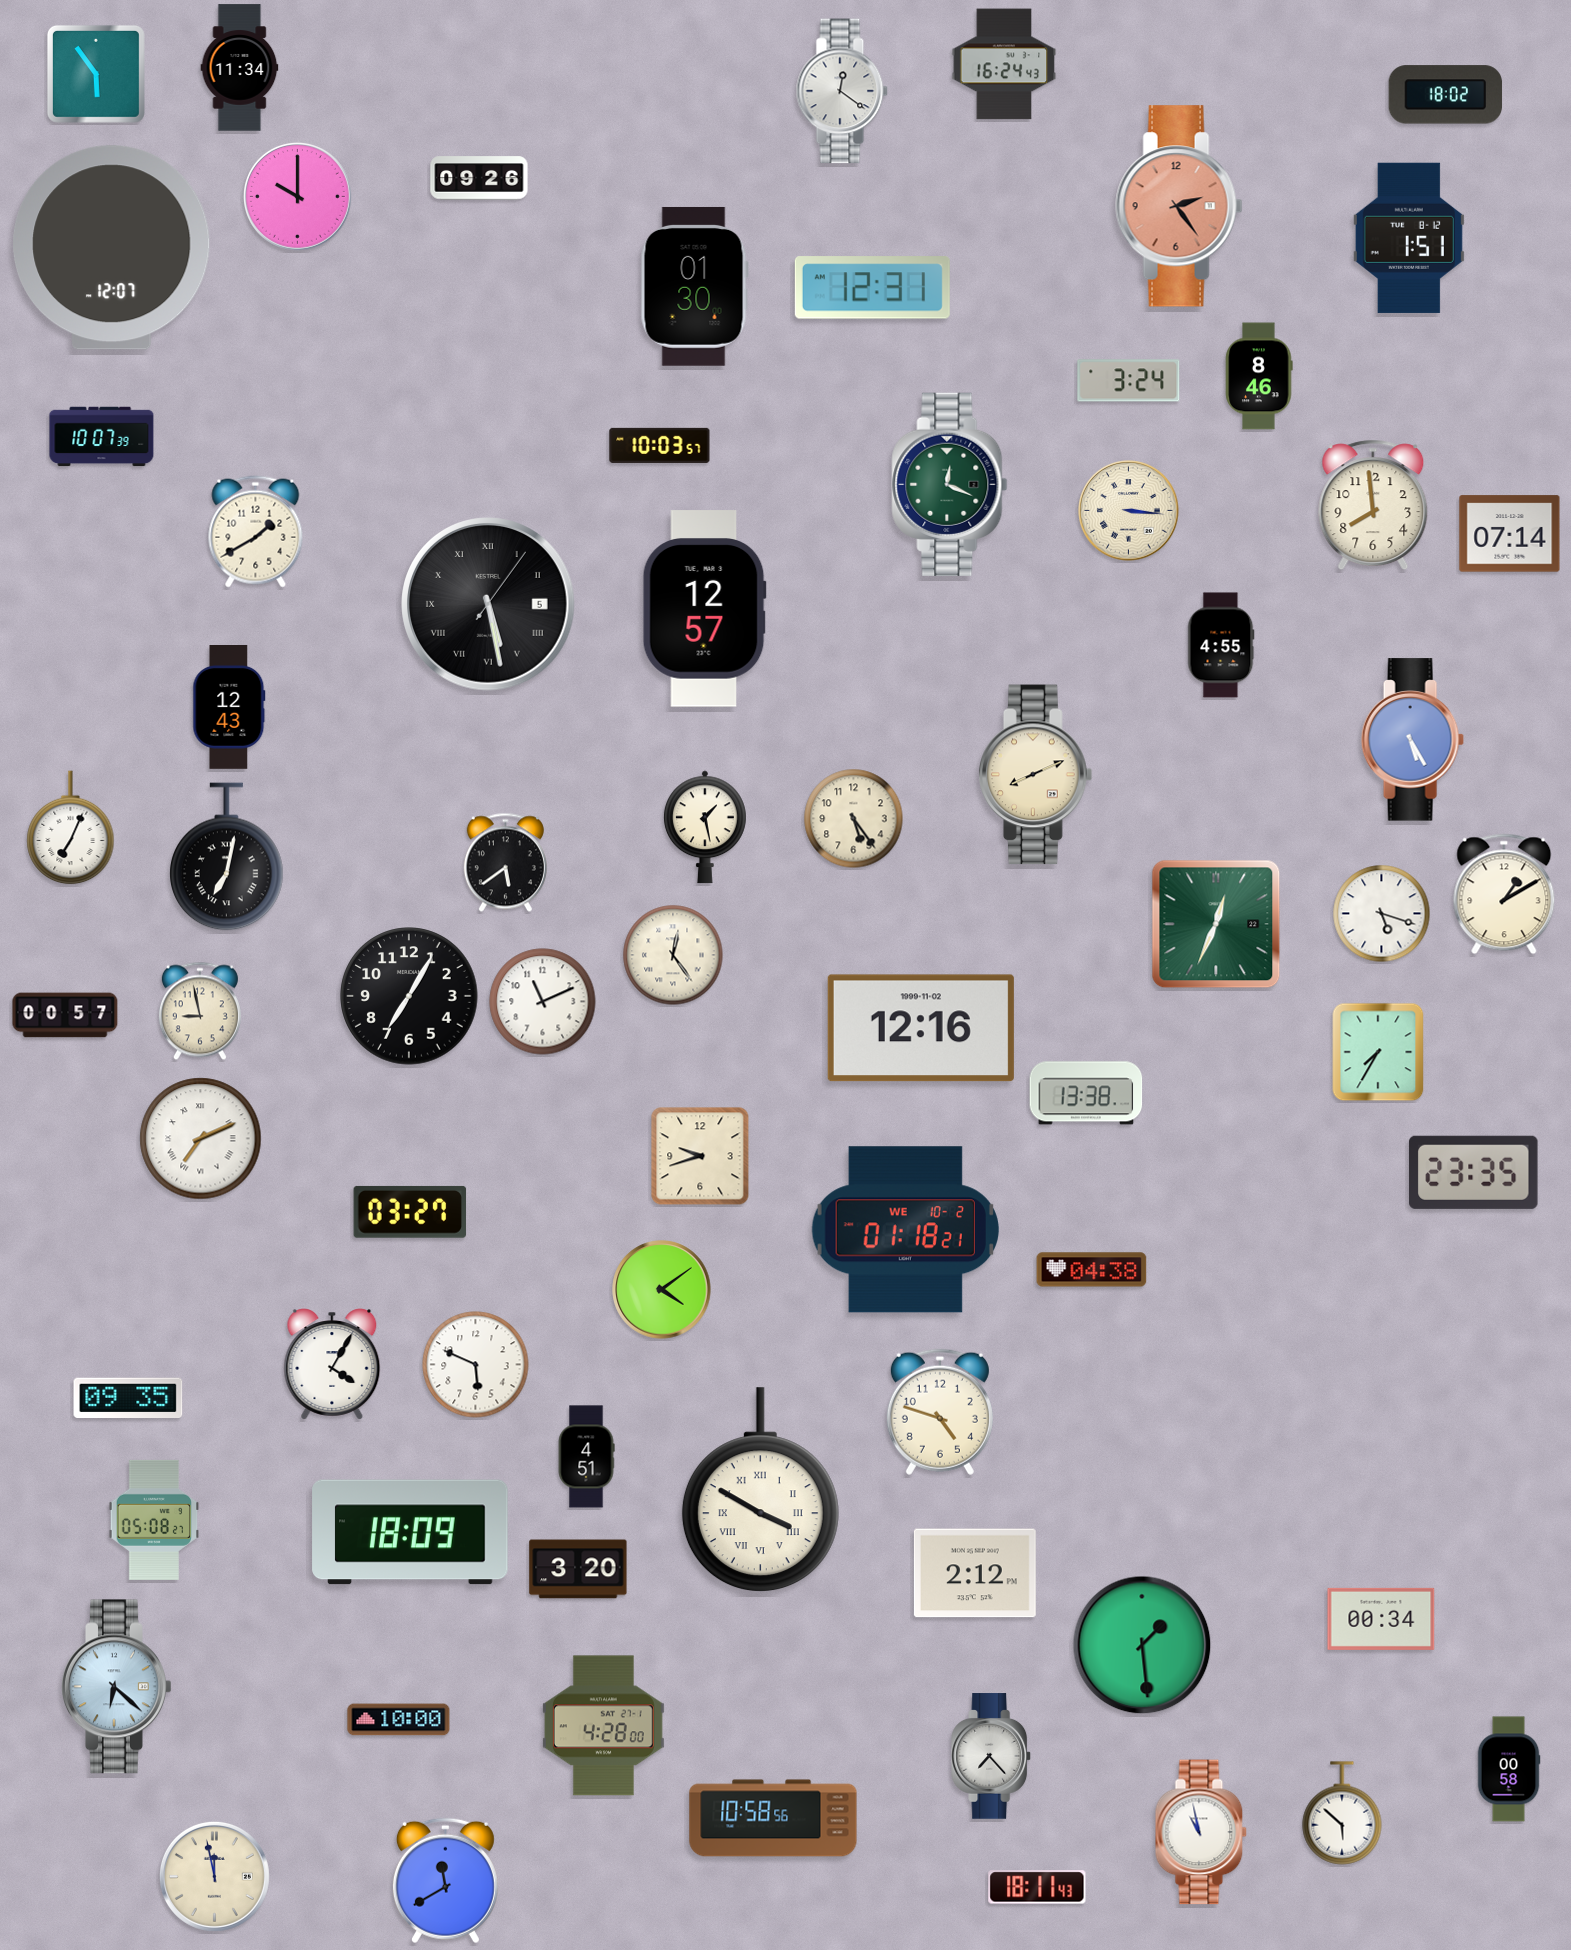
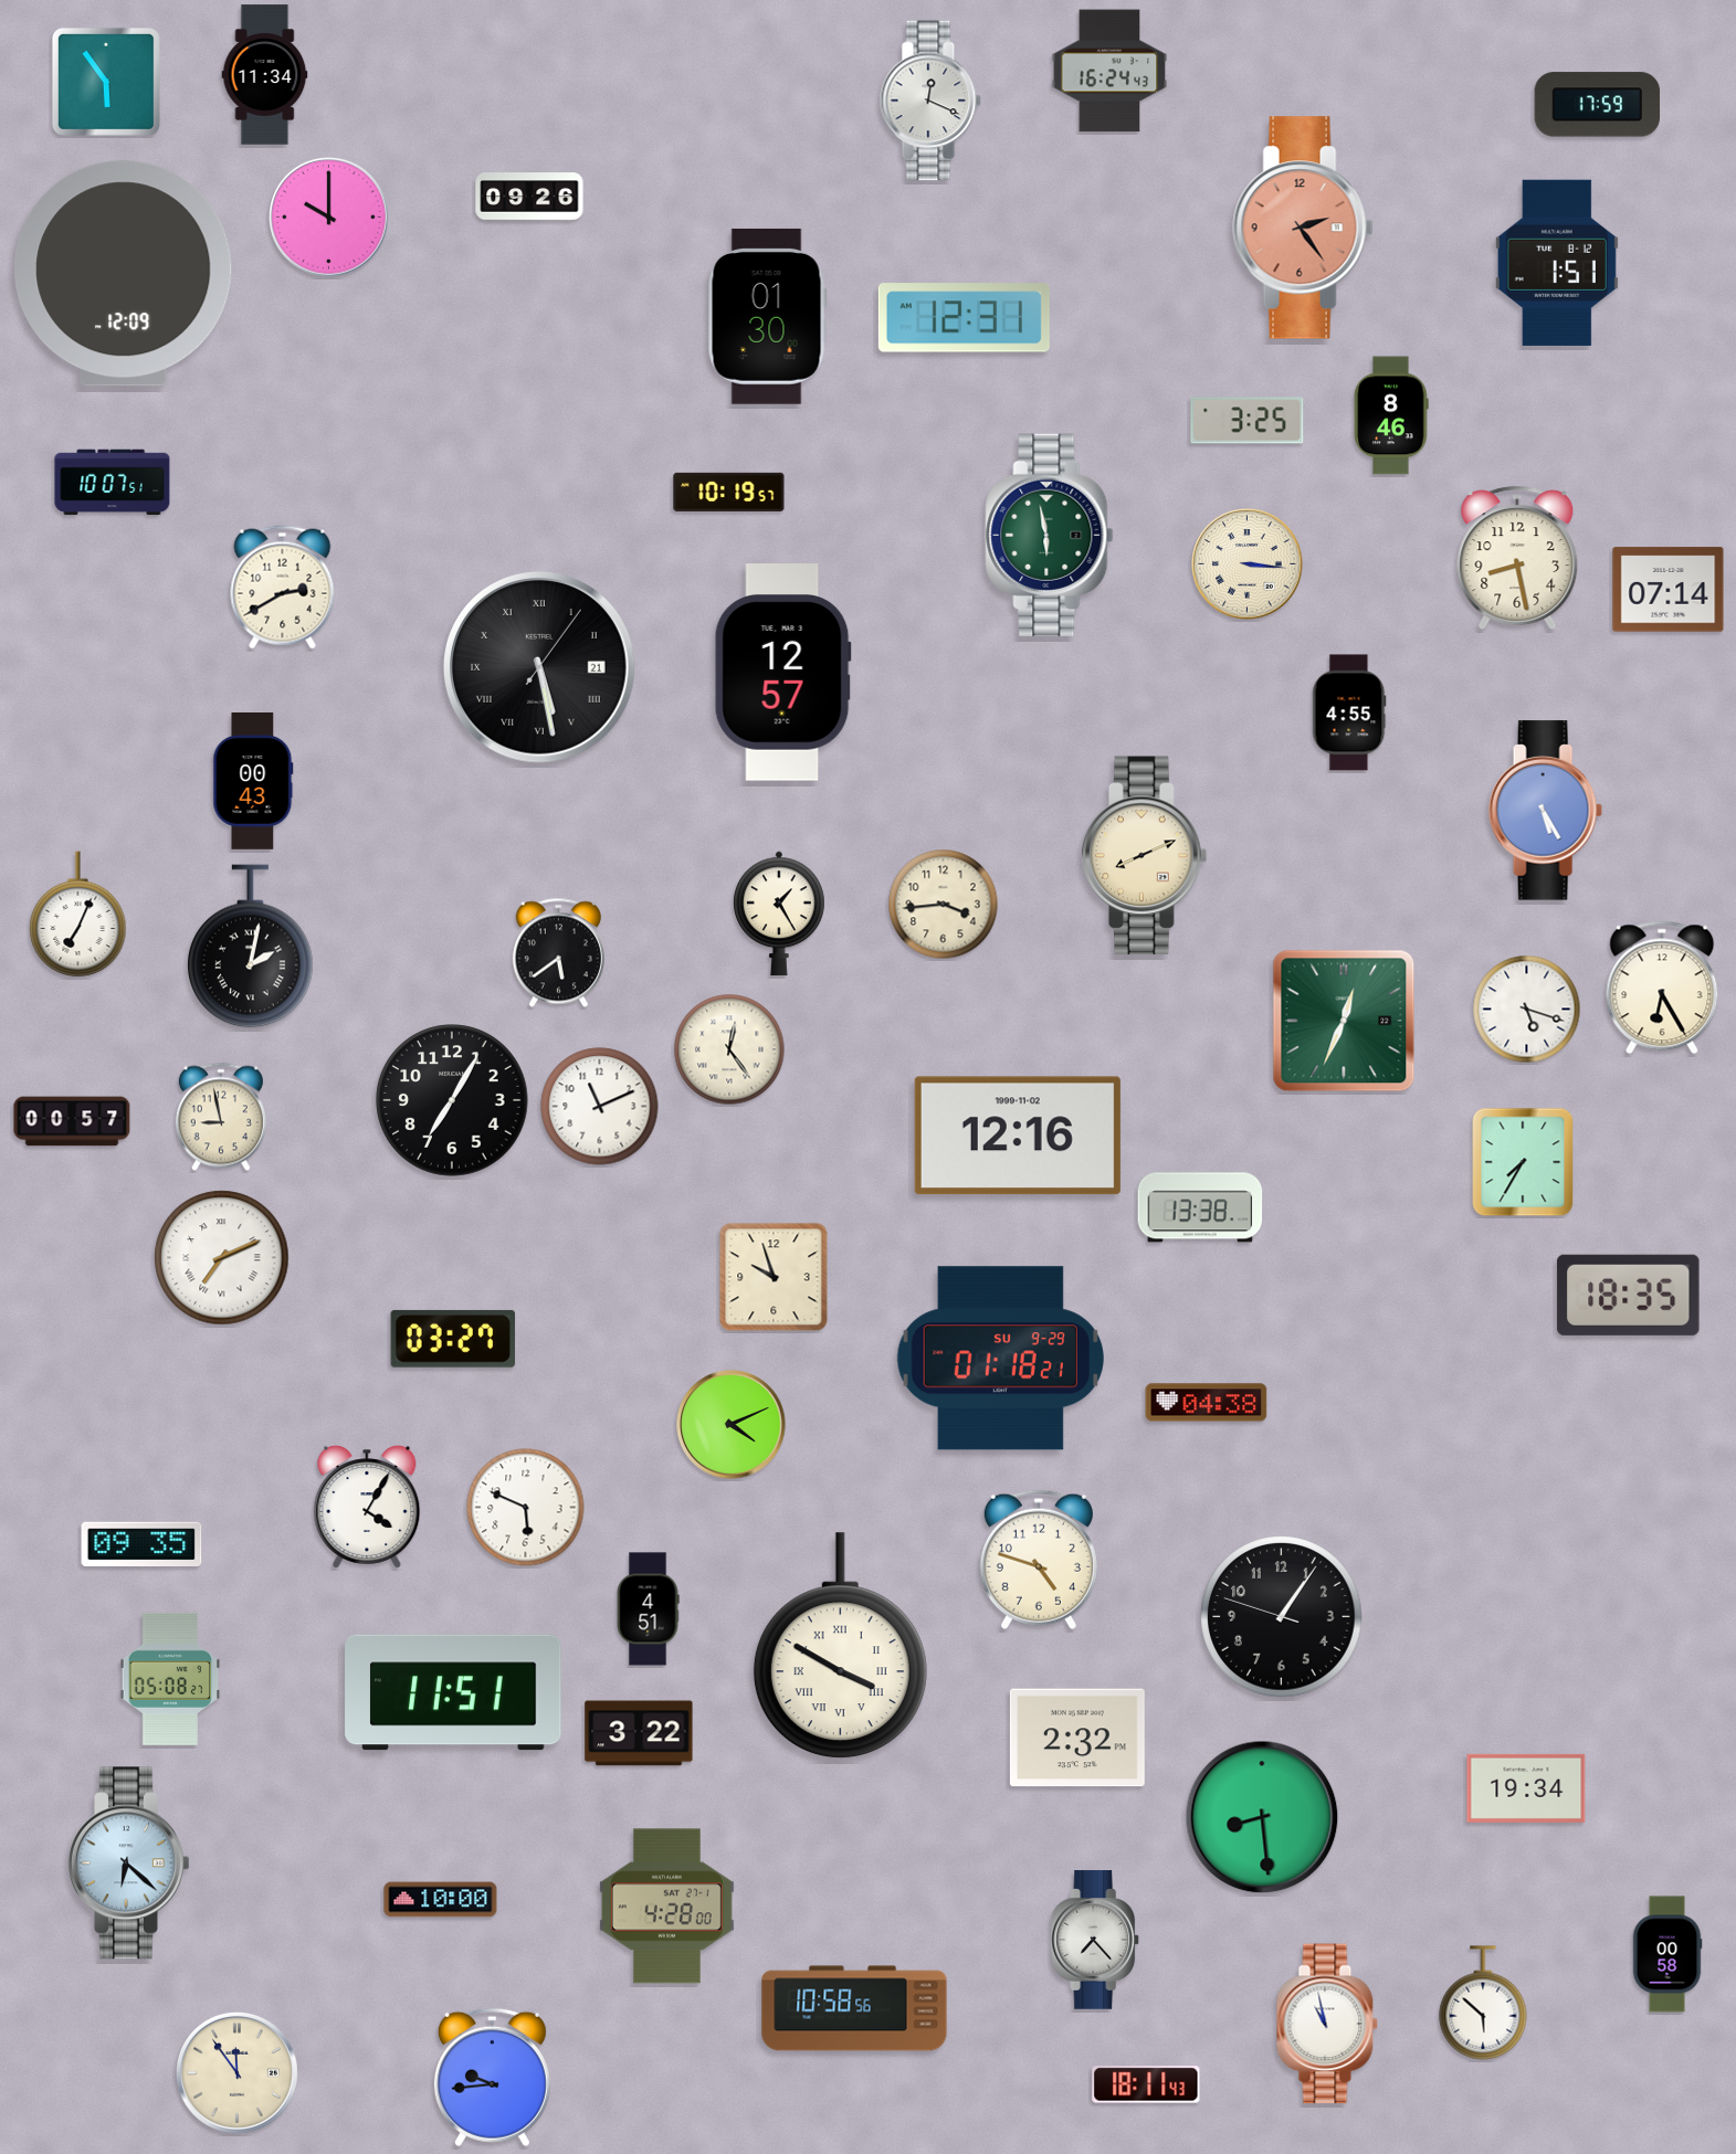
clock at (842, 91): 12:21 -> 12:19
clock at (1446, 95): 18:02 -> 17:59
clock at (112, 248): 12:07 -> 12:09
clock at (1129, 381): 3:24 -> 3:25
clock at (102, 437): 10:07:39 -> 10:07:51
clock at (660, 445): 10:03 -> 10:19
clock at (950, 484): 12:19 -> 5:58
clock at (1373, 505): 7:59 -> 8:28
clock at (256, 532): 1:40 -> 2:40
clock at (488, 604) date: 5 -> 21
clock at (704, 609) position: (704, 609) -> (782, 673)
clock at (229, 708): 12:43 -> 00:43
clock at (1412, 740) position: (1412, 740) -> (1545, 811)
clock at (854, 819): 5:24 -> 3:44
clock at (705, 827): 1:28 -> 1:25
clock at (227, 857): 7:02 -> 2:02
clock at (1504, 894): 1:10 -> 6:25
clock at (673, 955) position: (673, 955) -> (729, 1049)
clock at (700, 1156): 9:42 -> 9:57
clock at (1474, 1172): 23:35 -> 18:35
clock at (905, 1230) date: WE 10-2 -> SU 9-29
clock at (662, 1290): 4:09 -> 4:11
clock at (1282, 1617): none -> 1:05
clock at (410, 1532): 18:09 -> 11:51
clock at (578, 1569): 3:20 -> 3:22
clock at (975, 1573): 2:12 -> 2:32
clock at (1381, 1619): 00:34 -> 19:34
clock at (1142, 1645): 1:29 -> 8:29
clock at (214, 1876): 11:58 -> 11:54
clock at (445, 1881): 11:40 -> 9:44
